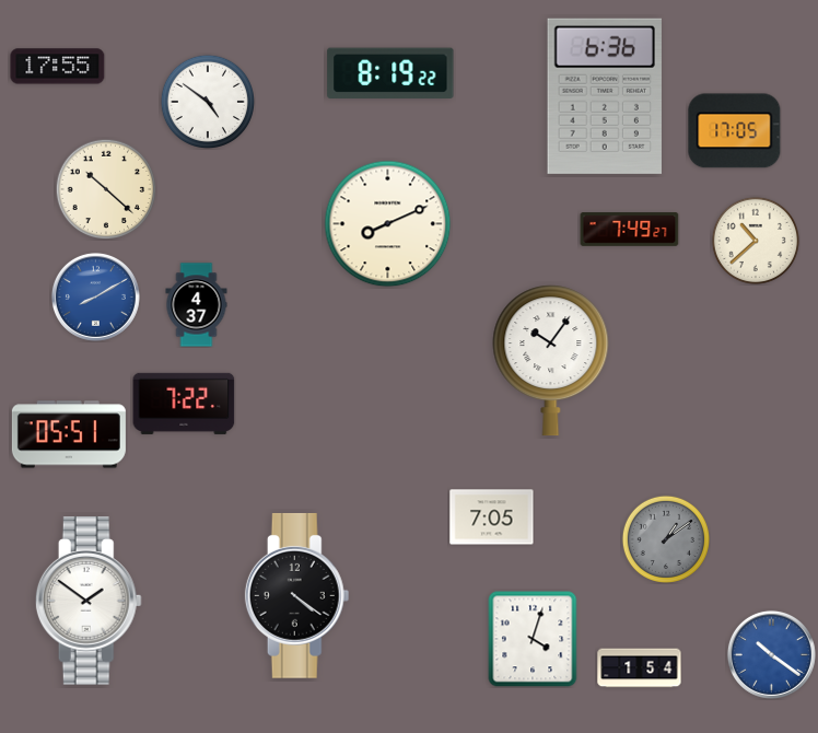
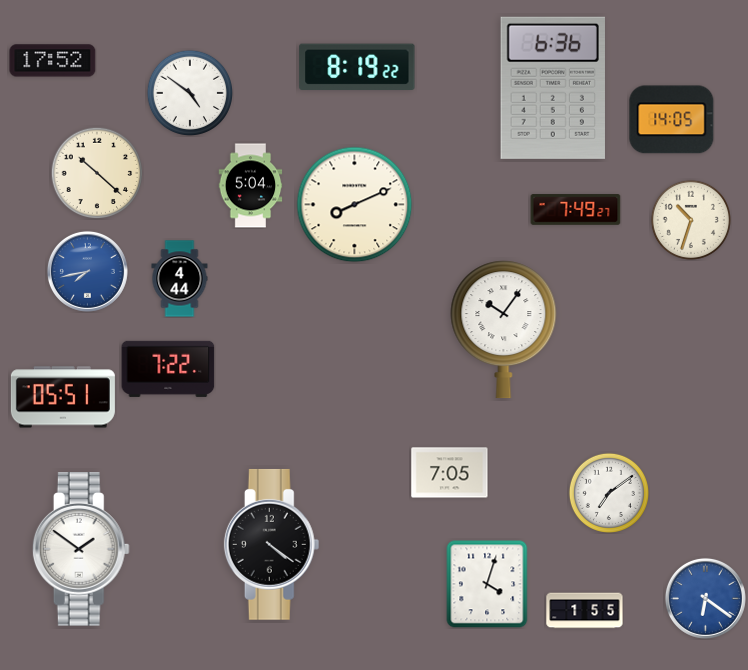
clock at (58, 67): 17:55 -> 17:52
clock at (735, 131): 17:05 -> 14:05
clock at (251, 186): none -> 5:04
clock at (756, 241): 10:38 -> 10:33
clock at (95, 296): 8:10 -> 7:43
clock at (197, 305): 4:37 -> 4:44
clock at (666, 539): 1:09 -> 7:09
clock at (666, 539) dial: grey -> white
clock at (771, 654): 10:21 -> 6:21
clock at (640, 668): 1:54 -> 1:55
